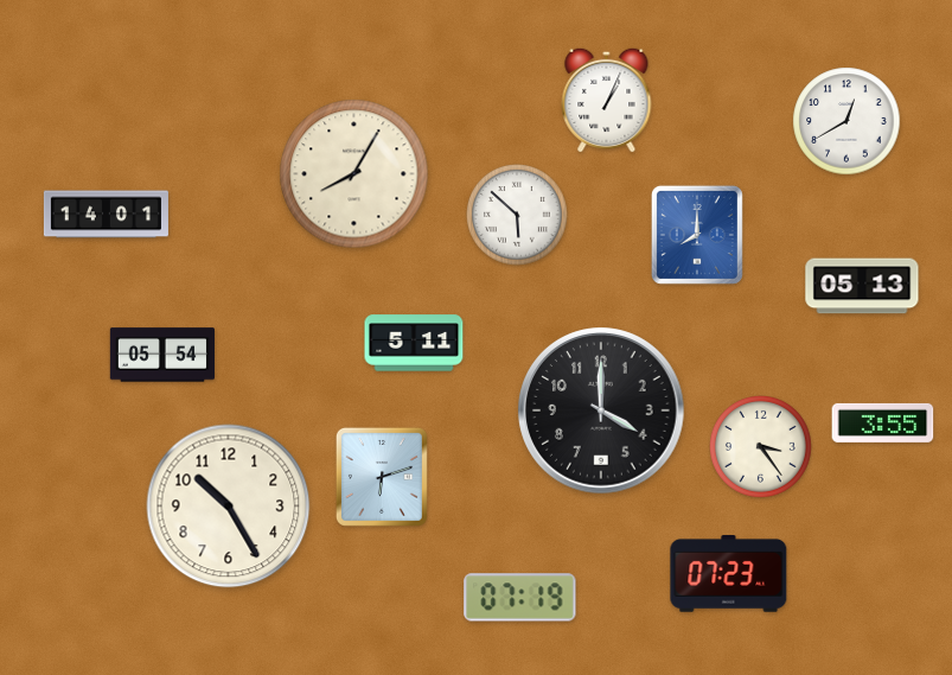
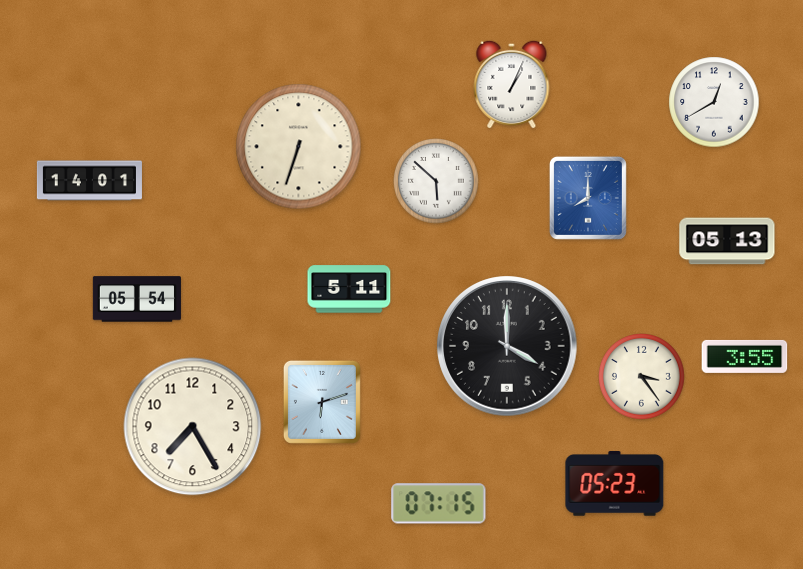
clock at (354, 174): 8:05 -> 6:33
clock at (229, 507): 10:25 -> 7:25
clock at (729, 574): 07:23 -> 05:23
clock at (520, 598): 07:19 -> 07:15
